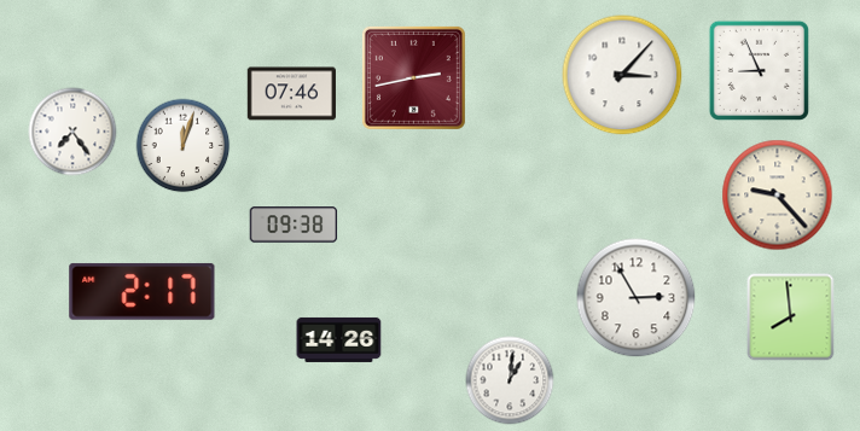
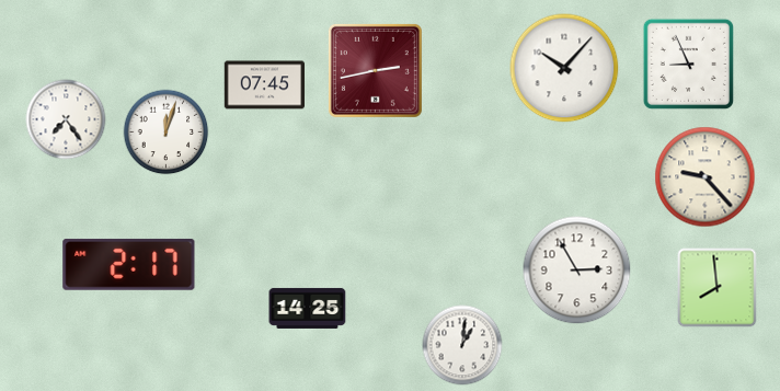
clock at (622, 75): 3:07 -> 10:07
clock at (291, 94): 07:46 -> 07:45
clock at (294, 225): 09:38 -> none
clock at (339, 339): 14:26 -> 14:25
